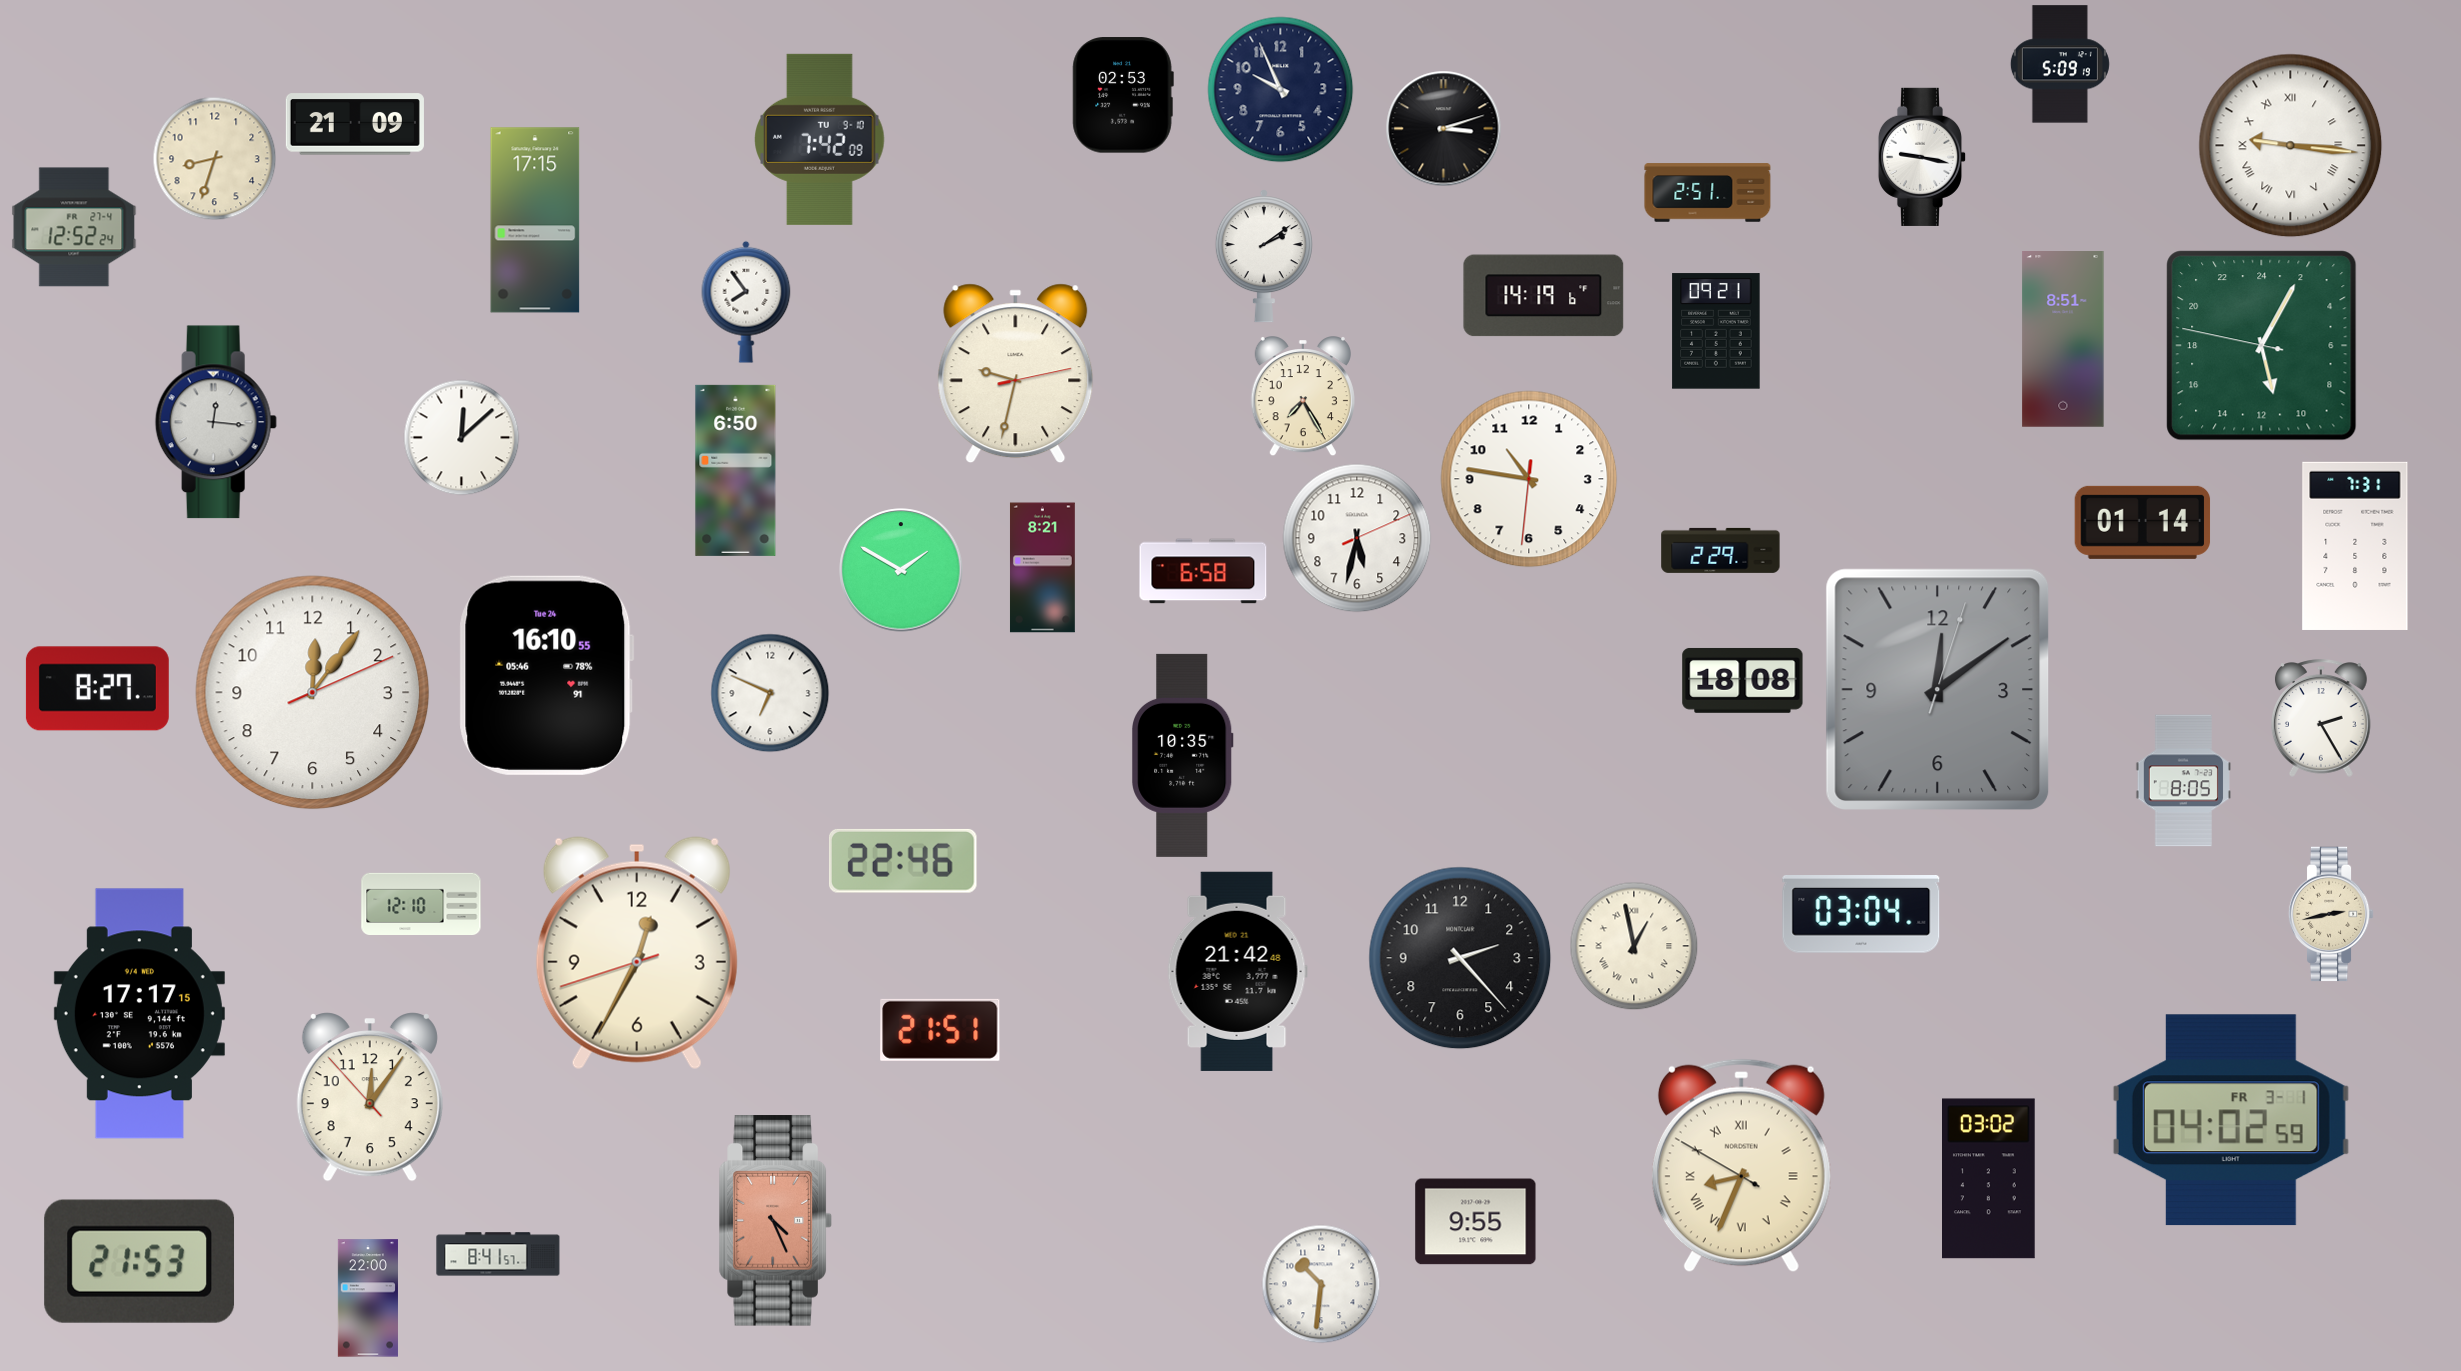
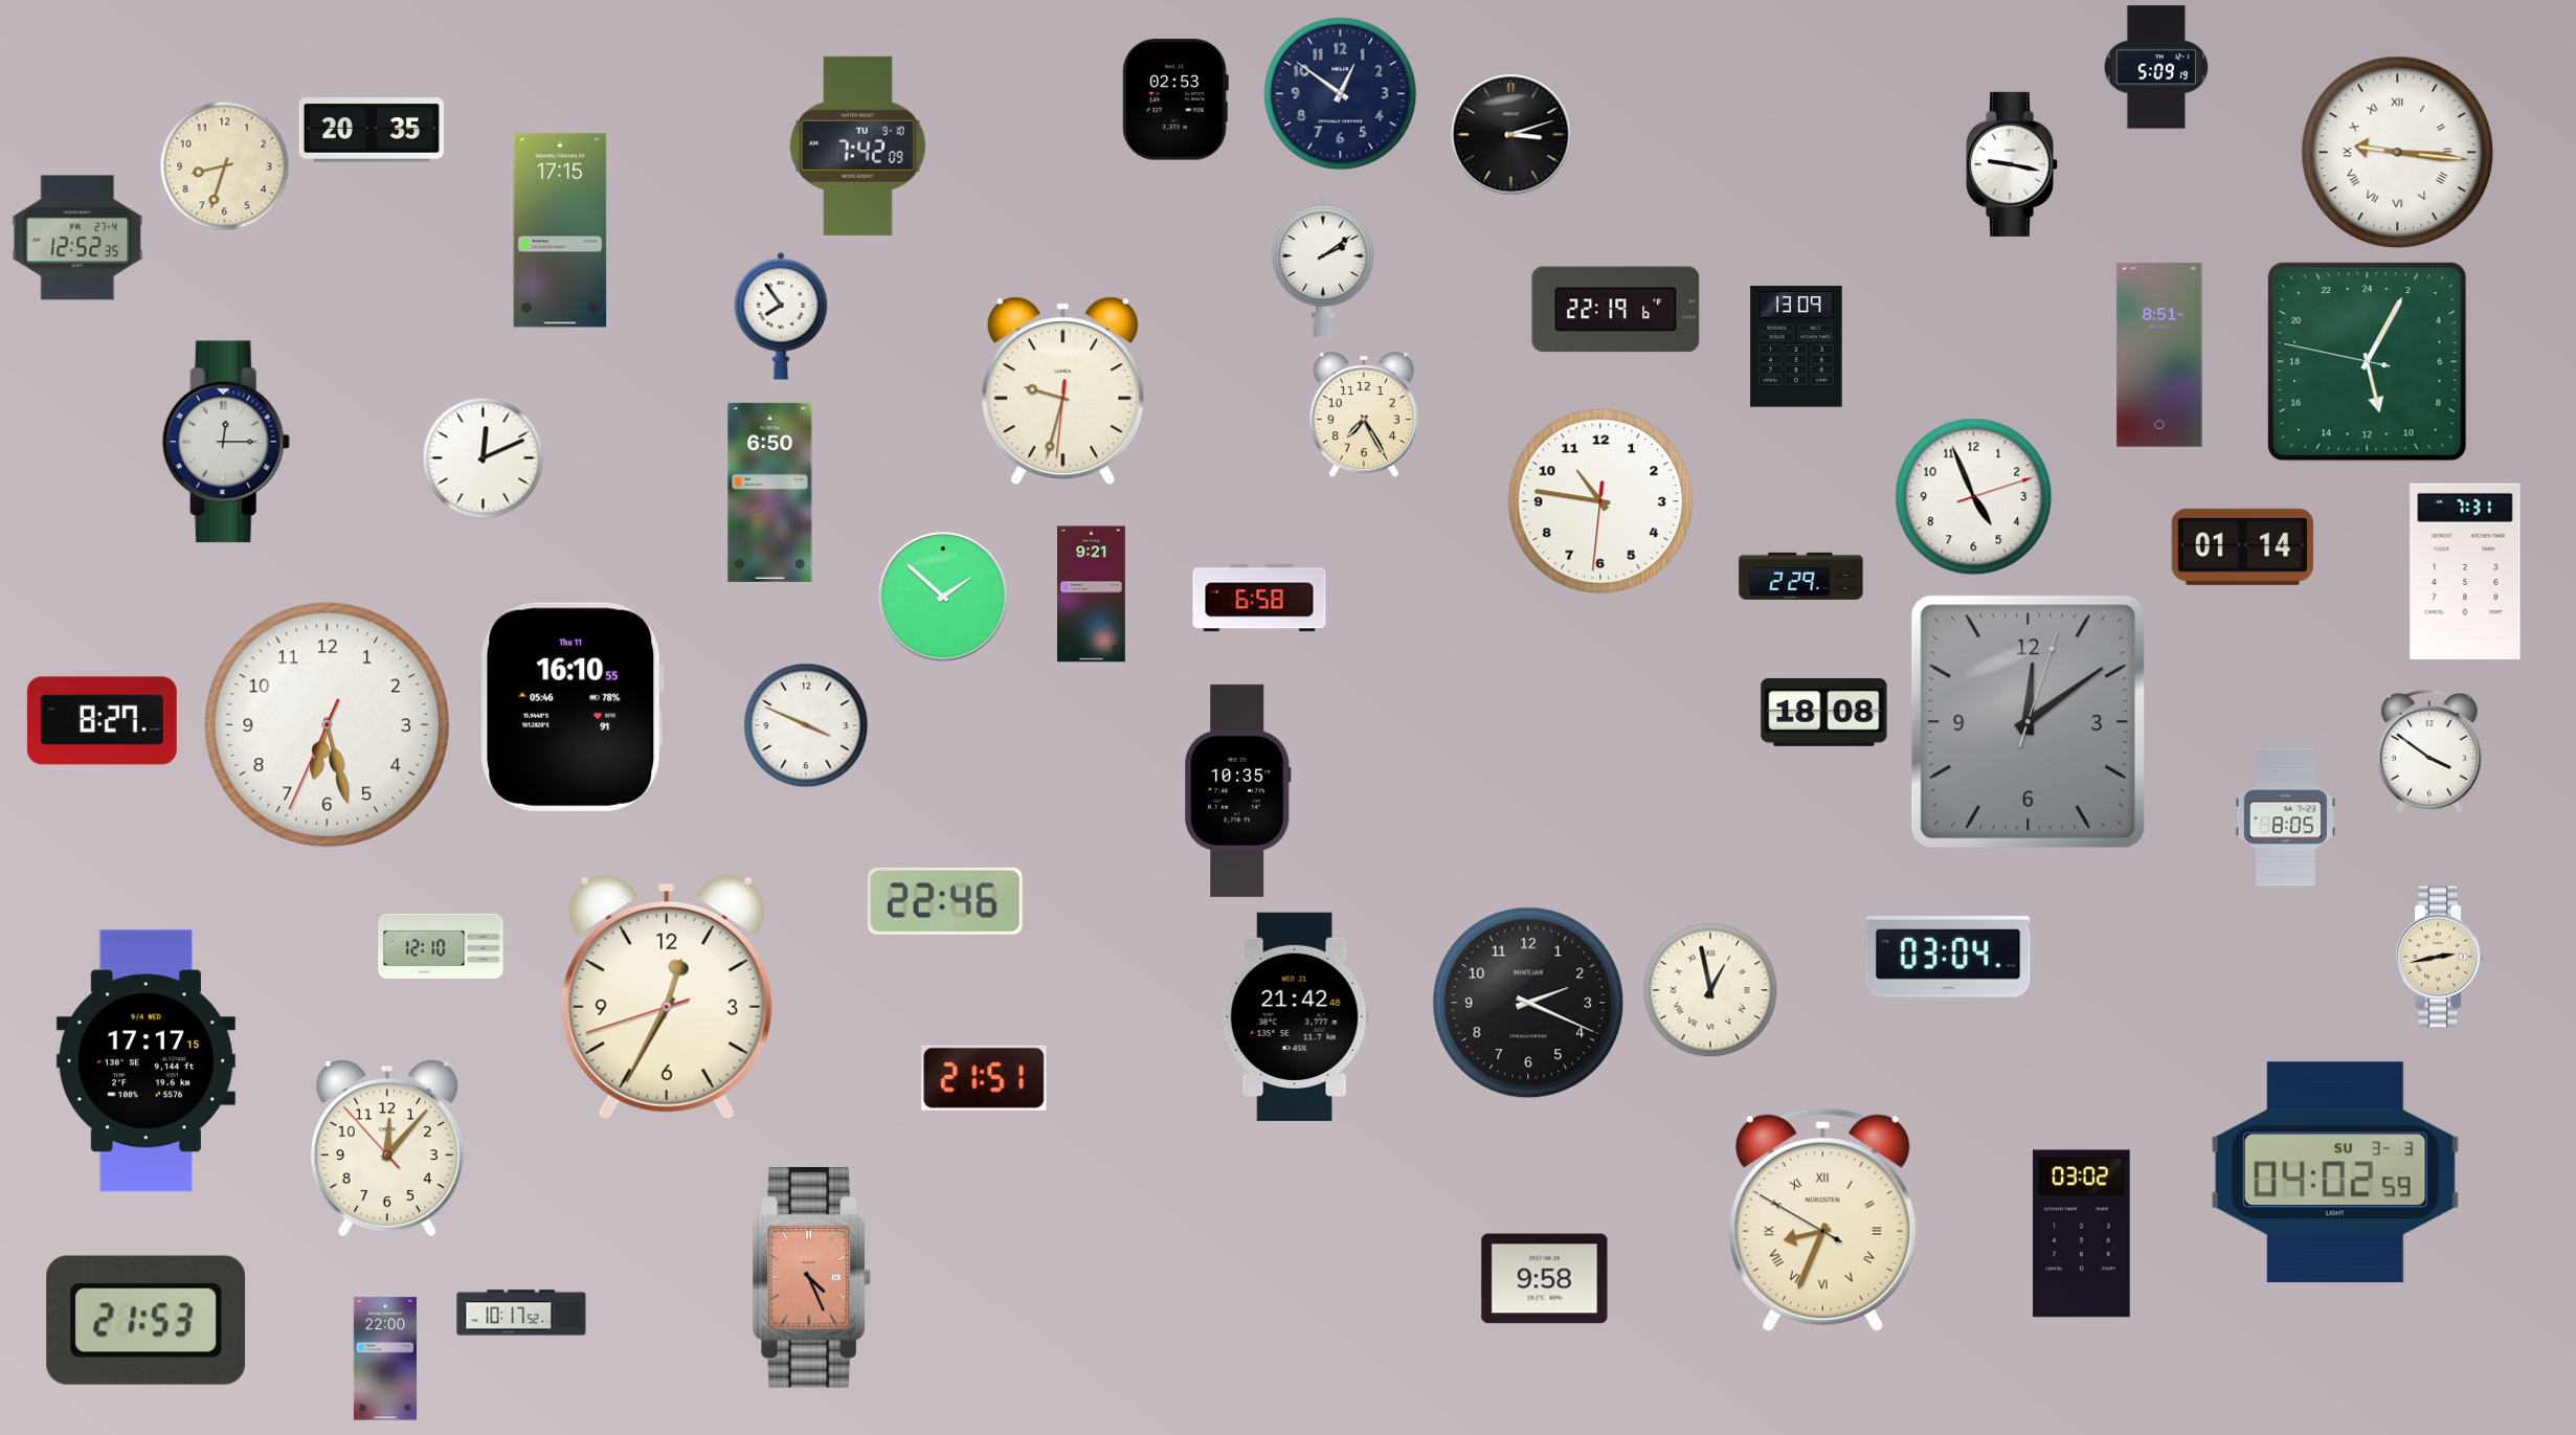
clock at (1281, 90): 9:56 -> 12:51
clock at (355, 124): 21:09 -> 20:35
clock at (1708, 193): 2:51 -> none
clock at (74, 227): 12:52:24 -> 12:52:35
clock at (1544, 296): 14:19 -> 22:19
clock at (1716, 331): 09:21 -> 13:09
clock at (1016, 374): 9:32:13 -> 9:32:31
clock at (216, 422): 12:16 -> 12:15
clock at (462, 438): 12:08 -> 12:11
clock at (1974, 497): none -> 4:56
clock at (1357, 538): 5:32 -> none
clock at (1042, 568): 8:21 -> 9:21
clock at (901, 570): 1:50 -> 1:52
clock at (546, 675) date: Tue 24 -> Thu 11
clock at (313, 693): 12:06 -> 6:27
clock at (770, 693): 6:49 -> 3:49
clock at (2321, 718): 2:25 -> 3:51
clock at (1460, 958): 2:23 -> 2:19
clock at (370, 1097): 12:05 -> 12:06
clock at (2231, 1120) date: FR 3-1 -> SU 3-3
clock at (1476, 1222): 9:55 -> 9:58
clock at (498, 1254): 8:41 -> 10:17
clock at (1321, 1284): 10:31 -> none
